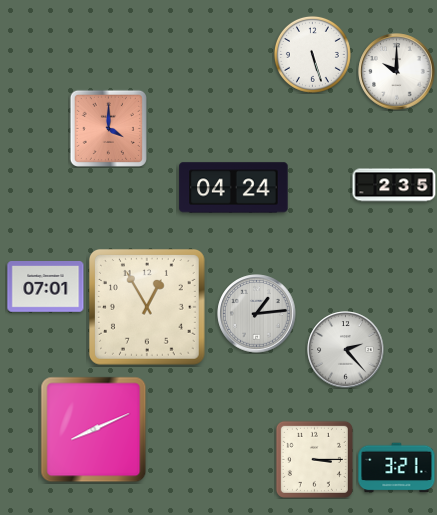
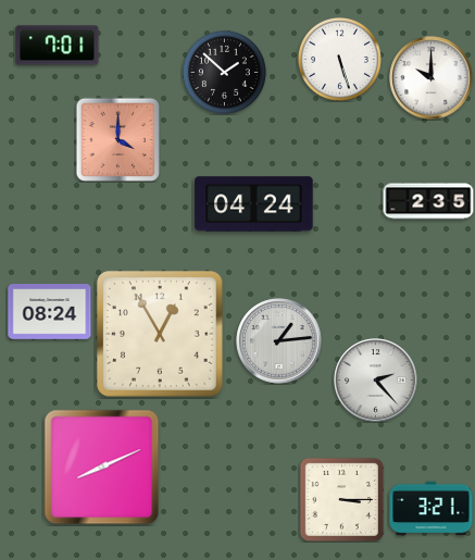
clock at (58, 46): none -> 7:01
clock at (224, 72): none -> 1:52
clock at (46, 287): 07:01 -> 08:24
